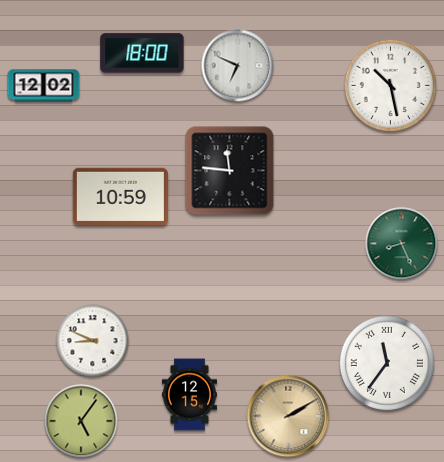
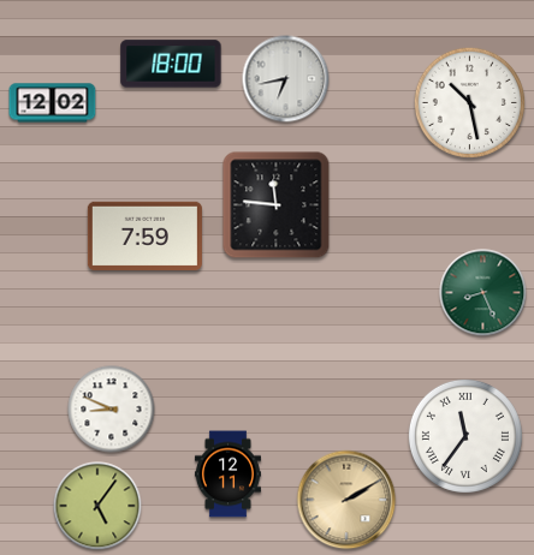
clock at (238, 66): 6:49 -> 6:43
clock at (120, 196): 10:59 -> 7:59
clock at (189, 395): 12:15 -> 12:11
